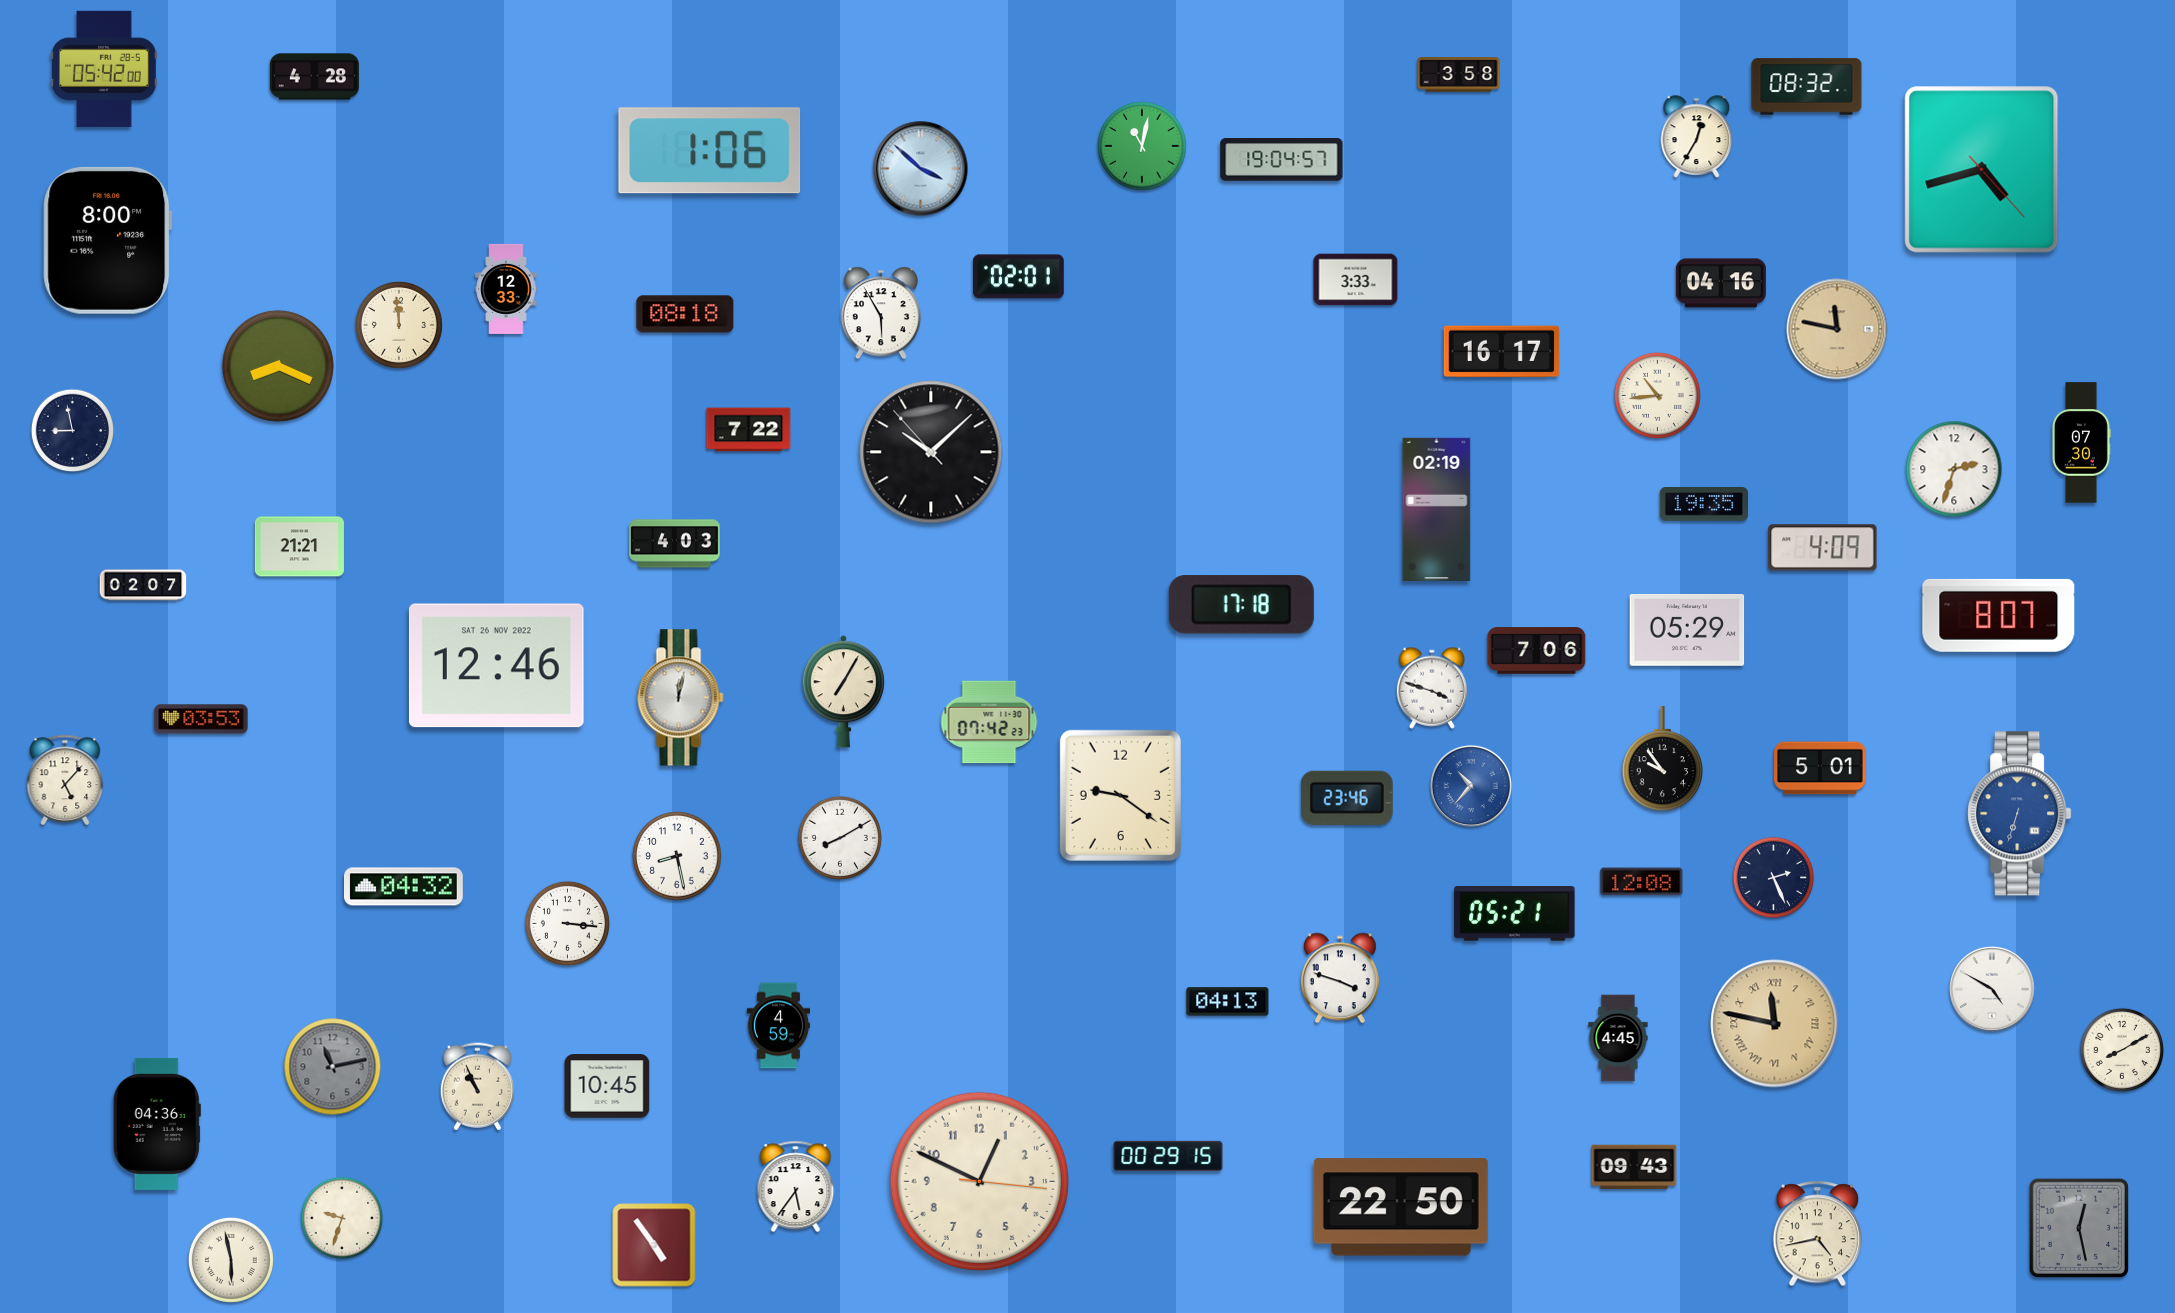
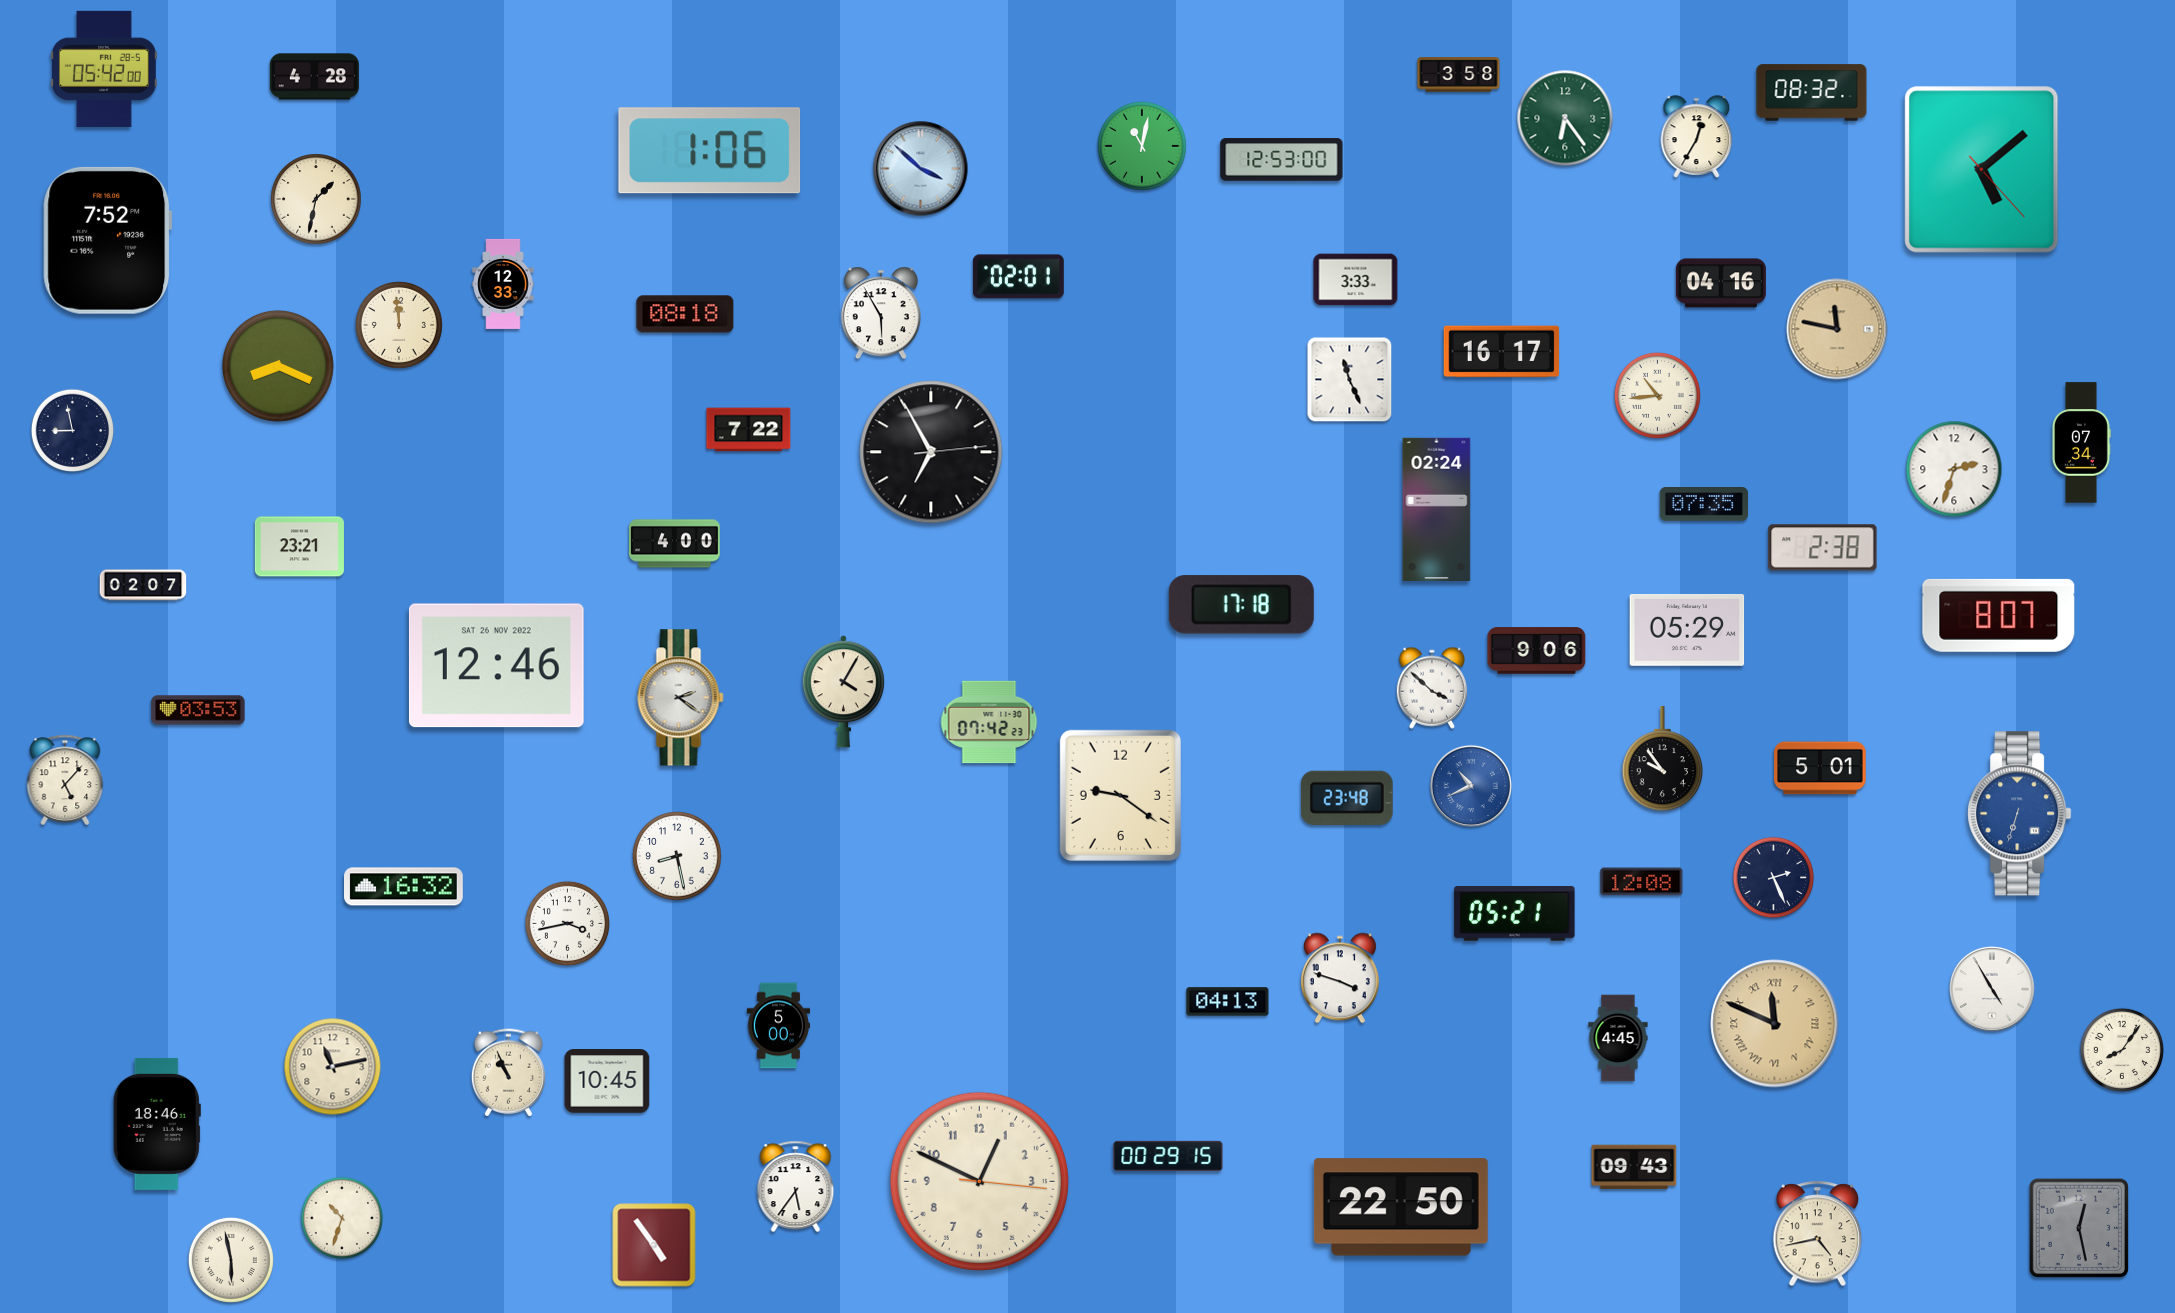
clock at (1807, 87) position: (1807, 87) -> (1812, 93)
clock at (1565, 118): none -> 6:24
clock at (1282, 160): 19:04 -> 12:53
clock at (1982, 170): 4:42 -> 5:08
clock at (316, 199): none -> 1:32
clock at (108, 240): 8:00 -> 7:52
clock at (506, 289) position: (506, 289) -> (503, 284)
clock at (1350, 380): none -> 11:26
clock at (2081, 443): 07:30 -> 07:34
clock at (931, 452): 10:07 -> 6:55
clock at (1703, 505): 19:35 -> 07:35
clock at (1437, 509): 02:19 -> 02:24
clock at (675, 544): 4:03 -> 4:00
clock at (299, 547): 21:21 -> 23:21
clock at (1823, 548): 4:09 -> 2:38
clock at (1537, 651): 7:06 -> 9:06
clock at (1432, 688): 3:48 -> 3:52
clock at (843, 692): 7:05 -> 4:05
clock at (681, 698): 12:02 -> 2:21
clock at (201, 719) position: (201, 719) -> (198, 710)
clock at (1471, 786): 10:37 -> 10:41
clock at (1347, 798): 23:46 -> 23:48
clock at (840, 838): 8:10 -> none
clock at (404, 887): 04:32 -> 16:32
clock at (567, 923): 3:16 -> 3:43
clock at (1992, 989): 4:50 -> 4:55
clock at (1775, 1024): 11:47 -> 11:49
clock at (779, 1026): 4:59 -> 5:00
clock at (2122, 1050): 8:10 -> 8:06
clock at (333, 1067) dial: grey -> cream
clock at (607, 1086) position: (607, 1086) -> (607, 1081)
clock at (477, 1087) position: (477, 1087) -> (508, 1073)
clock at (157, 1124): 04:36 -> 18:46
clock at (342, 1218): 9:33 -> 10:33
